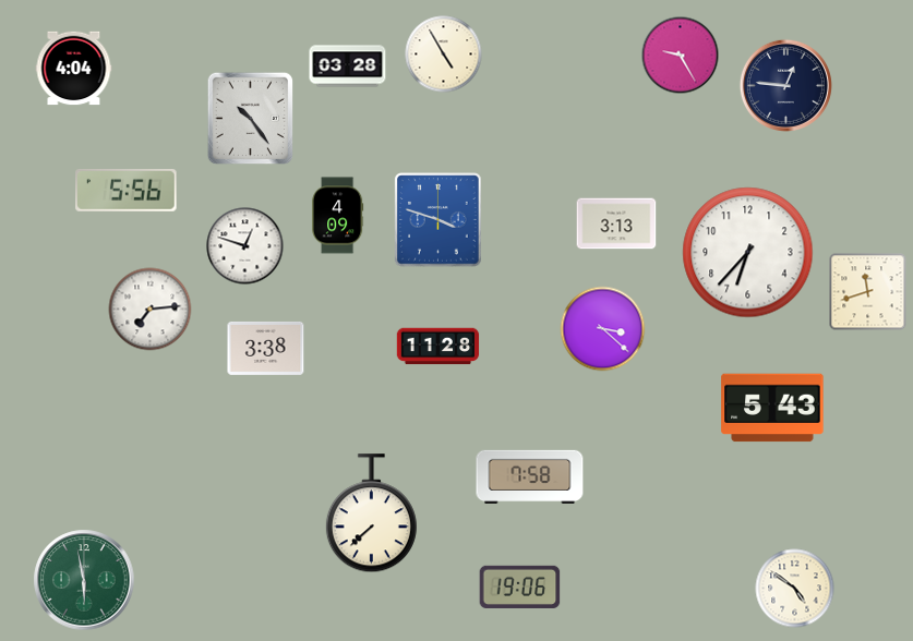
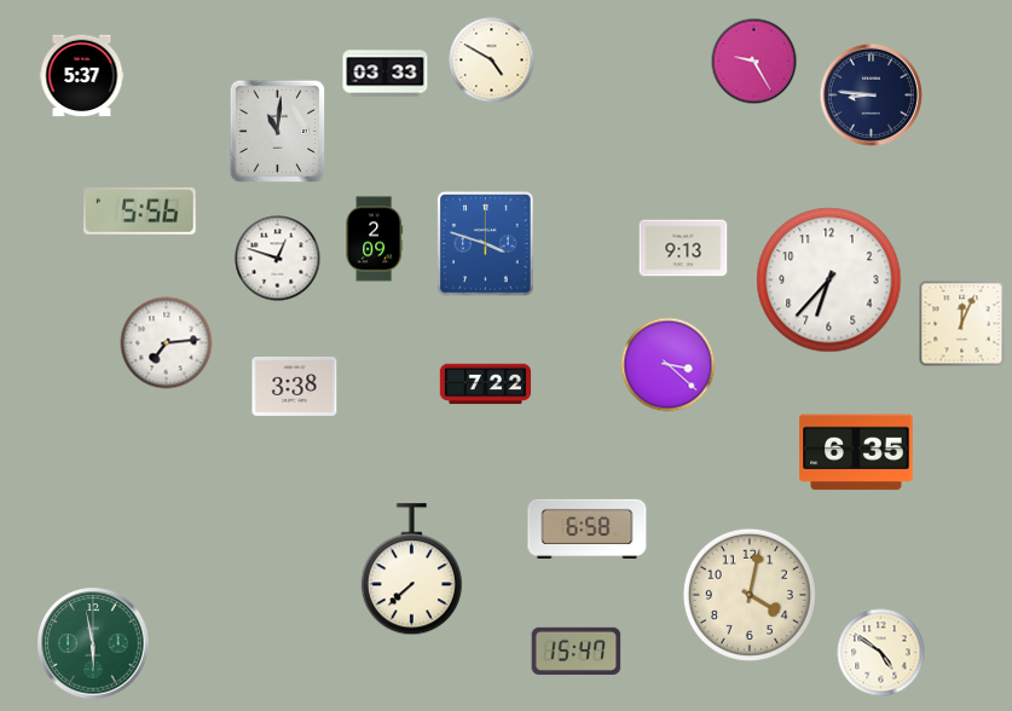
clock at (444, 55): 4:55 -> 4:50
clock at (348, 66): 03:28 -> 03:33
clock at (74, 69): 4:04 -> 5:37
clock at (785, 85): 12:46 -> 8:46
clock at (251, 119): 10:24 -> 11:01
clock at (338, 216): 4:09 -> 2:09
clock at (616, 223): 3:13 -> 9:13
clock at (245, 246) position: (245, 246) -> (278, 259)
clock at (868, 292): 11:42 -> 12:04
clock at (439, 347): 11:28 -> 7:22
clock at (772, 408): 5:43 -> 6:35
clock at (530, 476): 7:58 -> 6:58
clock at (750, 595): none -> 4:02
clock at (520, 586): 19:06 -> 15:47
